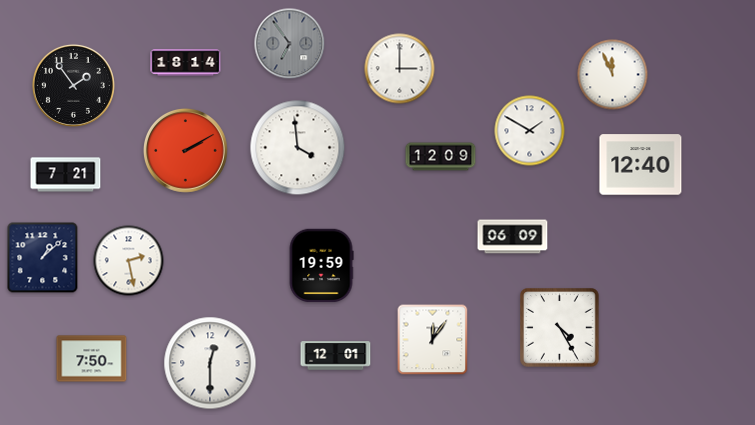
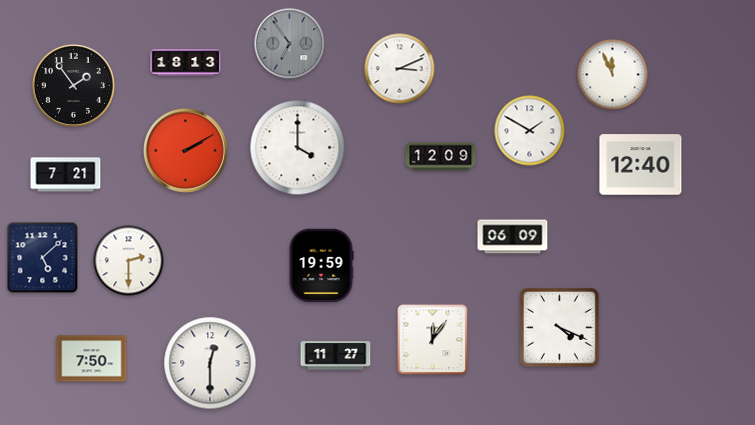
clock at (186, 63): 18:14 -> 18:13
clock at (400, 69): 3:00 -> 3:11
clock at (298, 148): 3:59 -> 4:00
clock at (43, 258): 1:08 -> 5:08
clock at (129, 261): 2:28 -> 2:30
clock at (560, 328): 4:25 -> 4:19
clock at (336, 356): 12:01 -> 11:27
